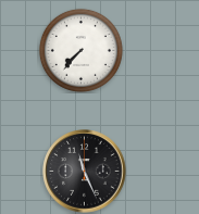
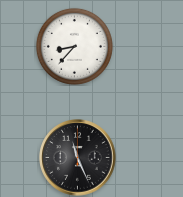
clock at (80, 50): 7:37 -> 8:37
